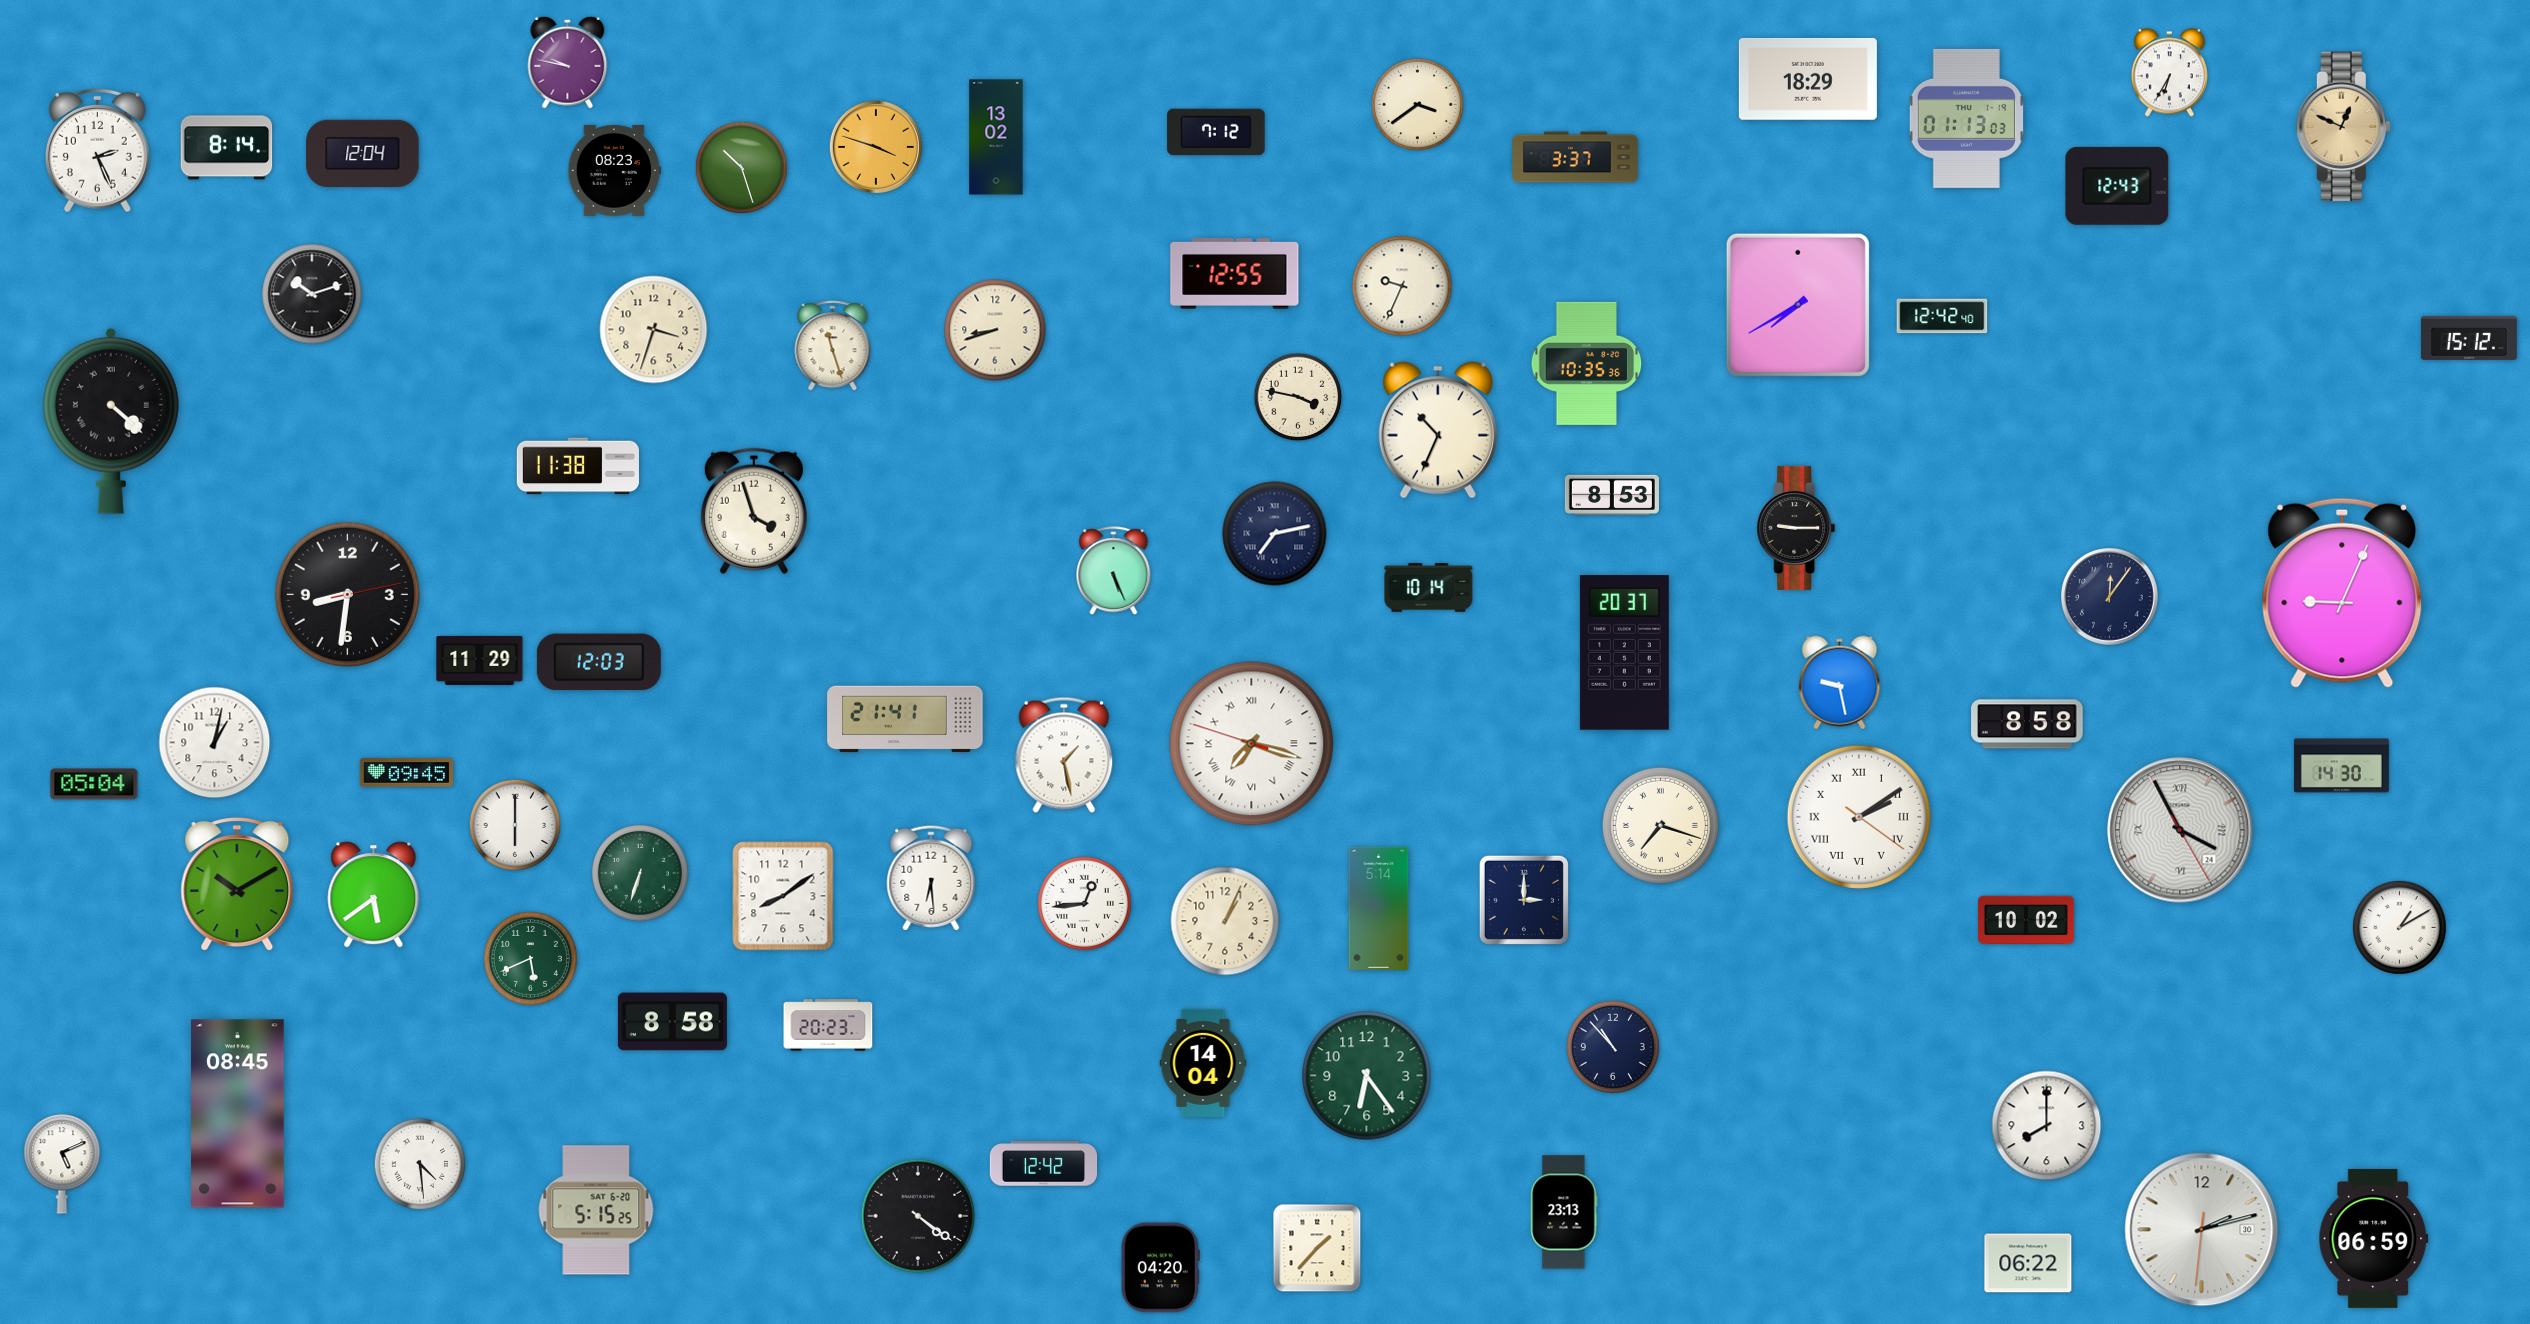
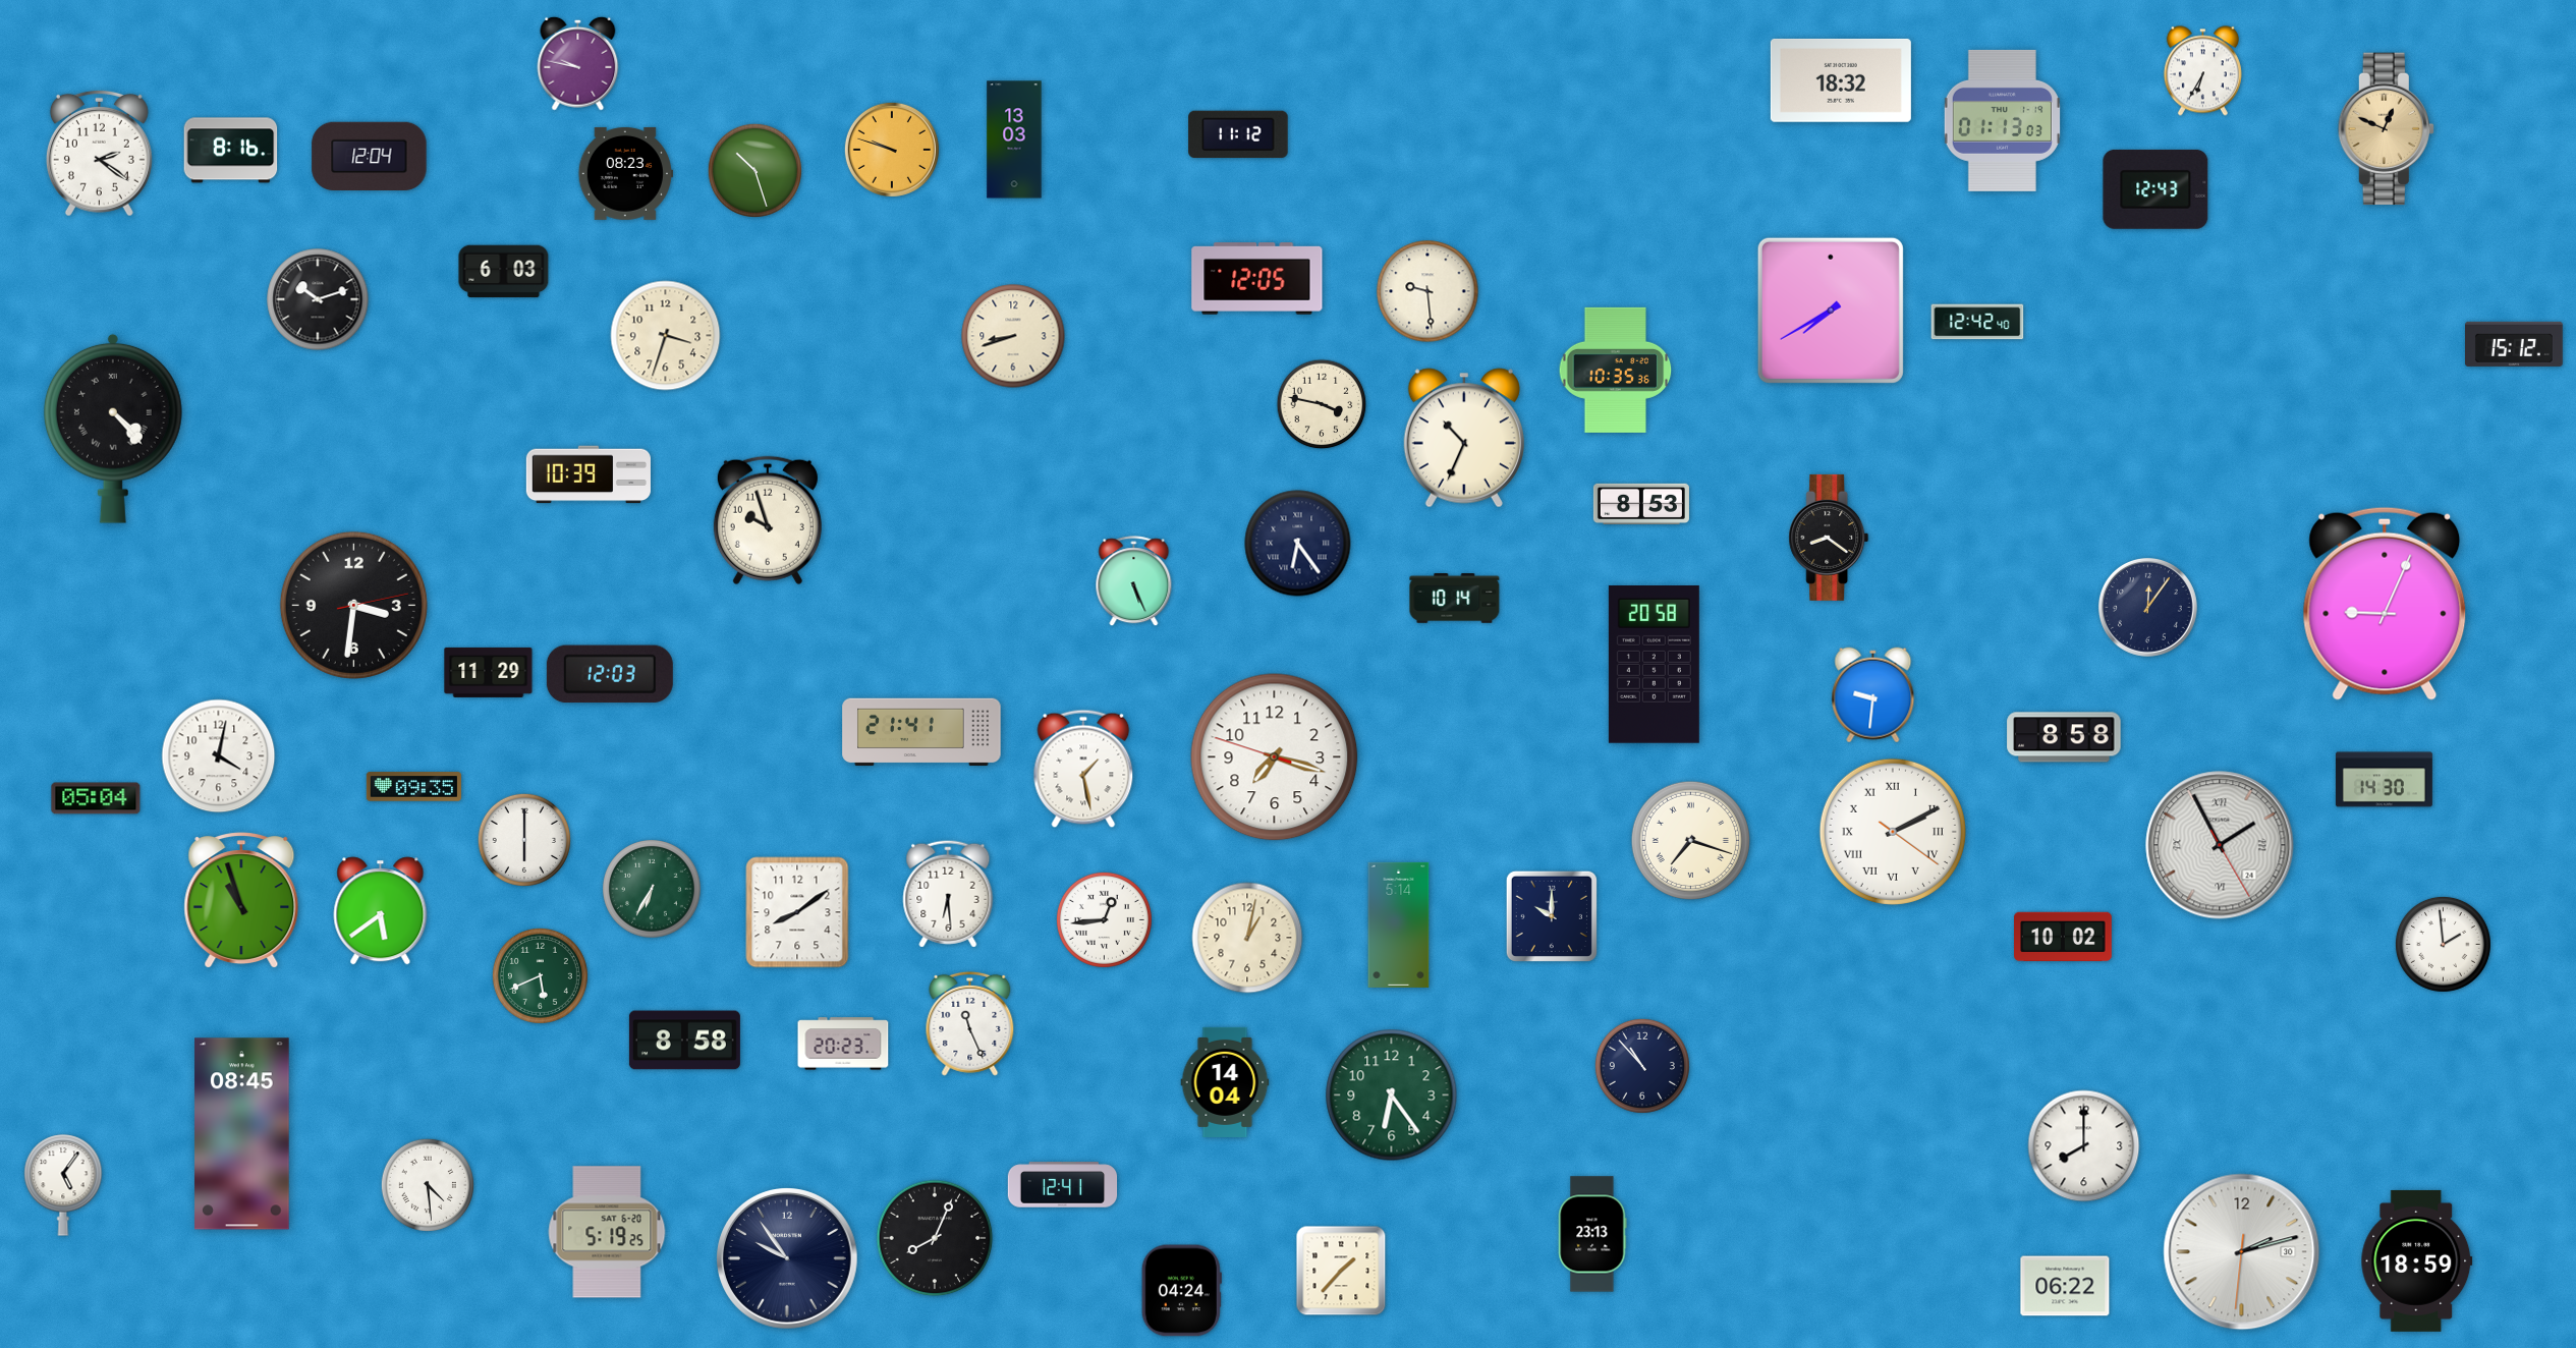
clock at (2169, 73) position: (2169, 73) -> (2202, 71)
clock at (1808, 79): 18:29 -> 18:32
clock at (1417, 104): 3:39 -> none
clock at (1216, 132): 7:12 -> 11:12
clock at (996, 137): 13:02 -> 13:03
clock at (876, 147): 3:48 -> 9:48
clock at (227, 148): 8:14 -> 8:16
clock at (97, 150): 2:26 -> 2:21
clock at (1575, 157): 3:37 -> none
clock at (504, 272): none -> 6:03
clock at (1235, 274): 12:55 -> 12:05
clock at (1402, 286): 9:34 -> 9:29
clock at (833, 346): 11:27 -> none
clock at (111, 421): 4:22 -> 4:23
clock at (578, 466): 11:38 -> 10:39
clock at (754, 511): 3:57 -> 9:57
clock at (1796, 528): 9:15 -> 8:21
clock at (1275, 534): 7:13 -> 6:24
clock at (347, 594): 8:31 -> 3:31
clock at (1624, 653): 20:37 -> 20:58
clock at (1840, 683): 9:28 -> 9:31
clock at (215, 743): 1:02 -> 4:02
clock at (1252, 744) numerals: Roman -> Arabic
clock at (406, 773): 09:45 -> 09:35
clock at (1859, 817): 2:09 -> 2:10
clock at (2180, 830): 3:55 -> 1:55
clock at (640, 873): 6:33 -> 6:35
clock at (237, 885): 10:10 -> 10:57
clock at (1524, 900): 3:00 -> 10:00
clock at (1379, 908) position: (1379, 908) -> (1399, 924)
clock at (1225, 921): 1:04 -> 1:02
clock at (2399, 927): 1:10 -> 1:59
clock at (970, 1023): none -> 11:26
clock at (62, 1164): 5:11 -> 5:06
clock at (1044, 1164): 12:42 -> 12:41
clock at (596, 1210): 5:15 -> 5:19
clock at (918, 1216): 4:21 -> 8:04
clock at (788, 1259): none -> 9:54
clock at (2374, 1238): 06:59 -> 18:59
clock at (1160, 1268): 04:20 -> 04:24
